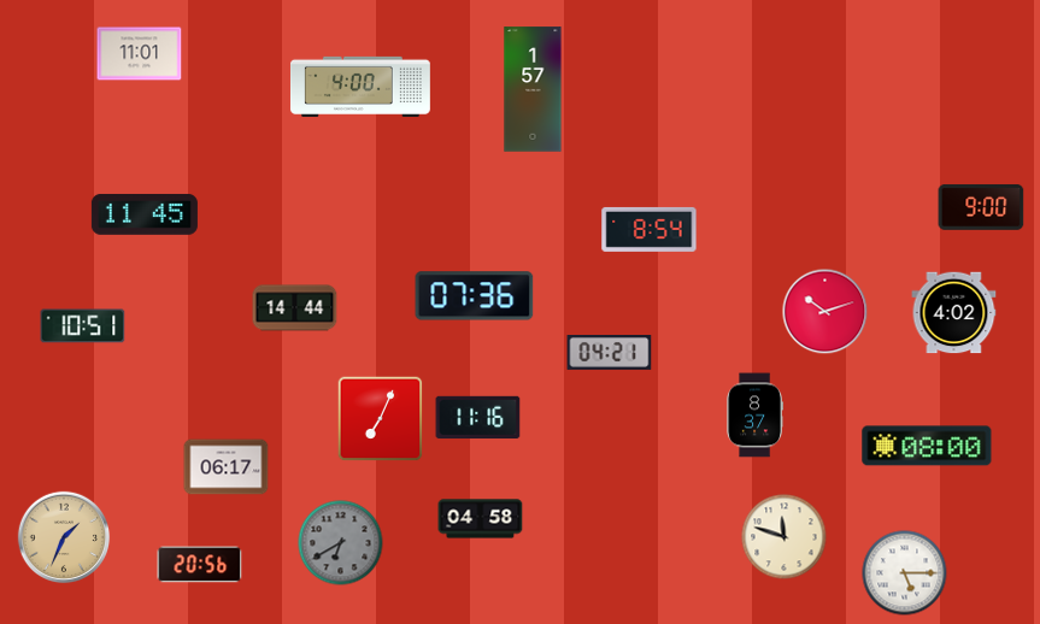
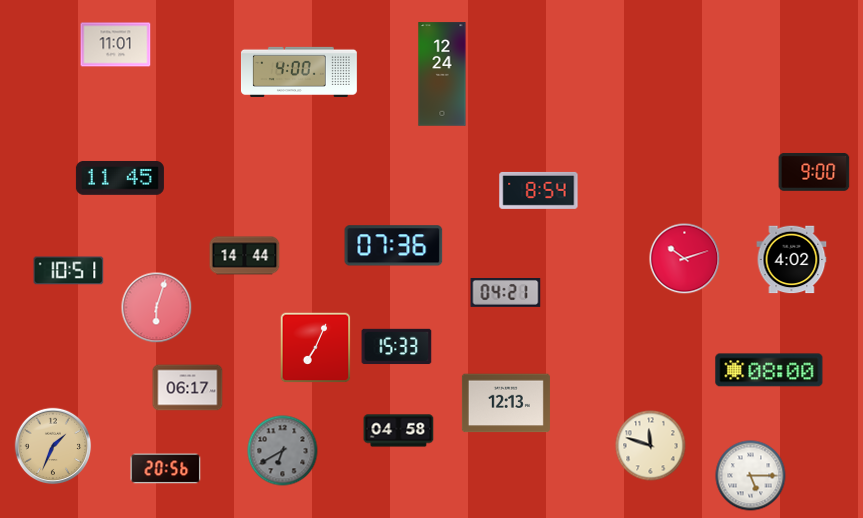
clock at (533, 89): 1:57 -> 12:24
clock at (157, 308): none -> 6:03
clock at (754, 416): 8:37 -> none
clock at (478, 418): 11:16 -> 15:33
clock at (506, 403): none -> 12:13
